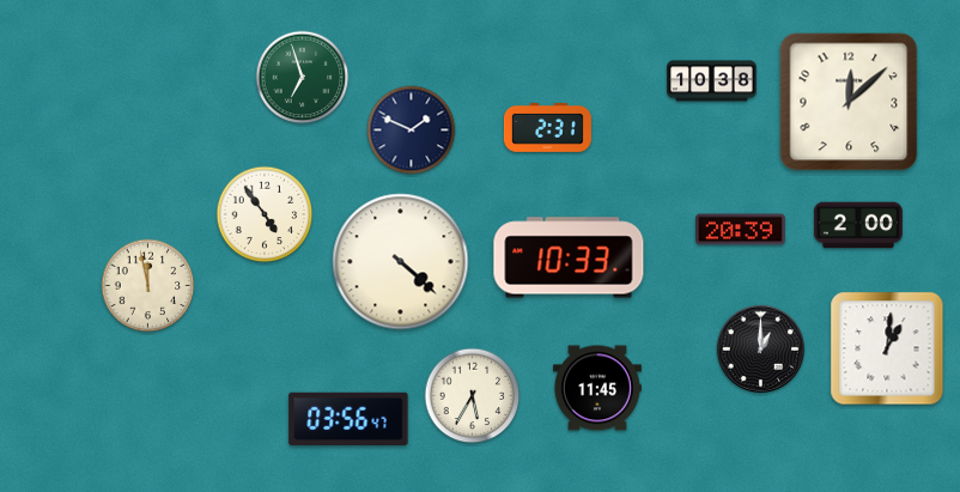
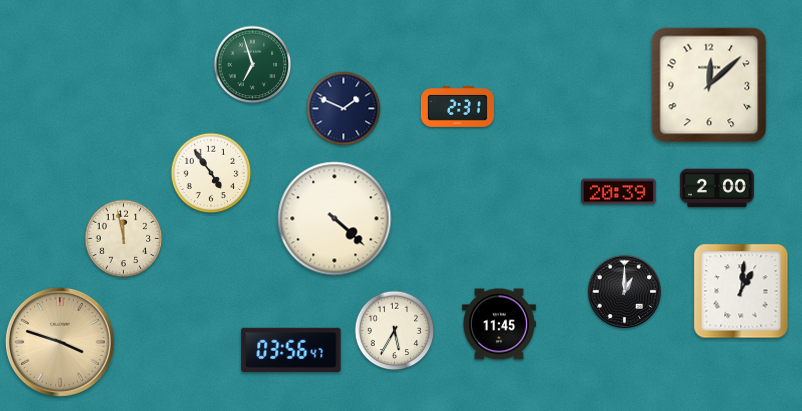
clock at (712, 81): 10:38 -> none
clock at (265, 214) position: (265, 214) -> (211, 173)
clock at (569, 257): 10:33 -> none
clock at (760, 348) position: (760, 348) -> (624, 291)
clock at (60, 342): none -> 3:48
